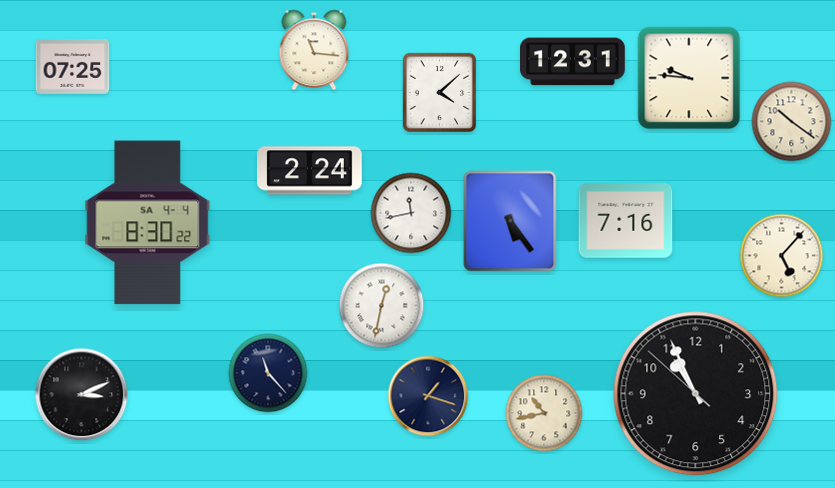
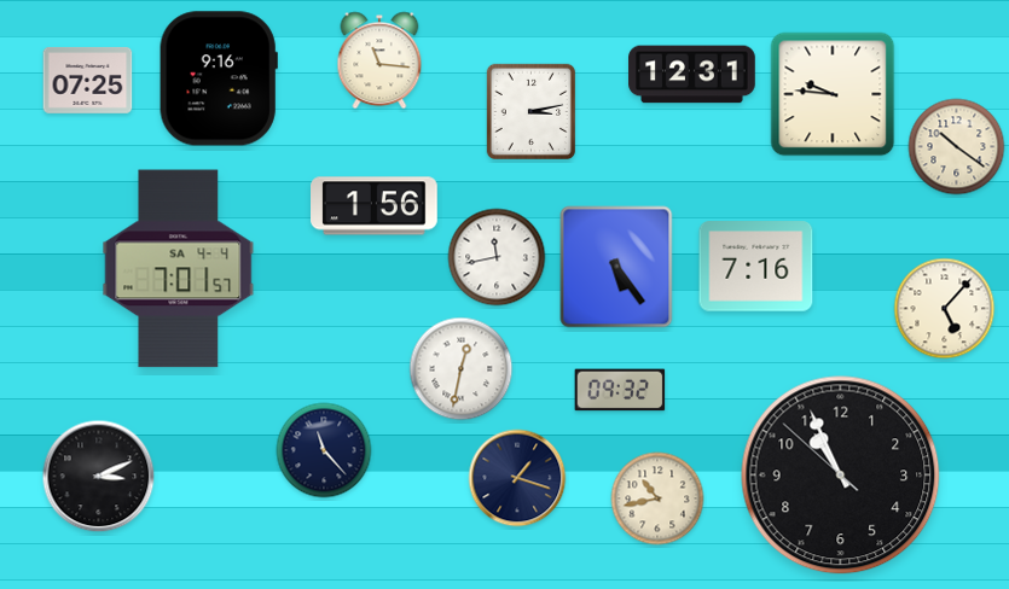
clock at (219, 78): none -> 9:16
clock at (439, 92): 4:08 -> 3:13
clock at (310, 171): 2:24 -> 1:56
clock at (148, 223): 8:30 -> 7:01
clock at (620, 390): none -> 09:32
